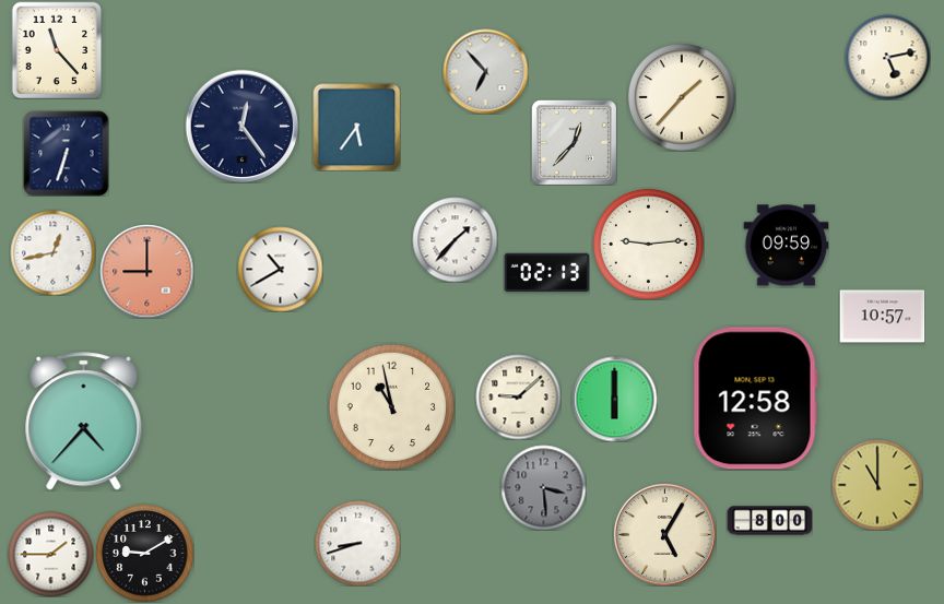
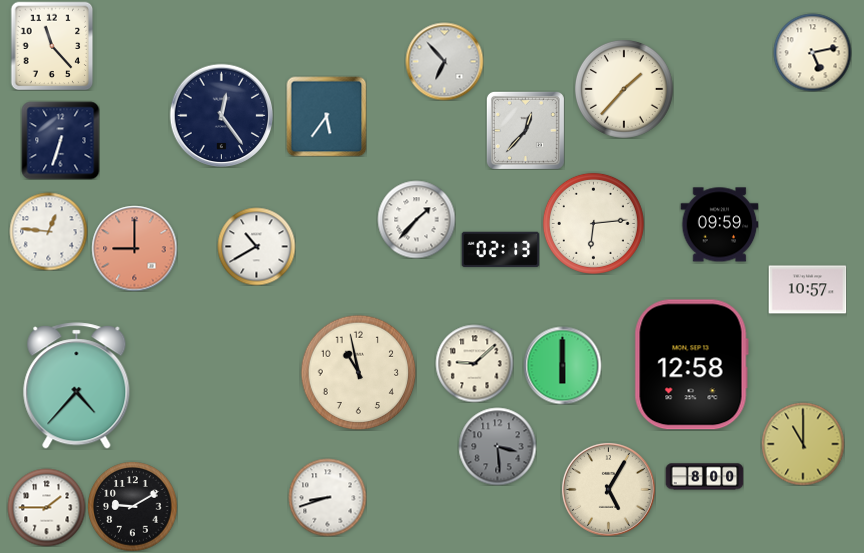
clock at (485, 71) position: (485, 71) -> (444, 61)
clock at (648, 244): 9:14 -> 6:14
clock at (52, 252): 12:43 -> 12:46
